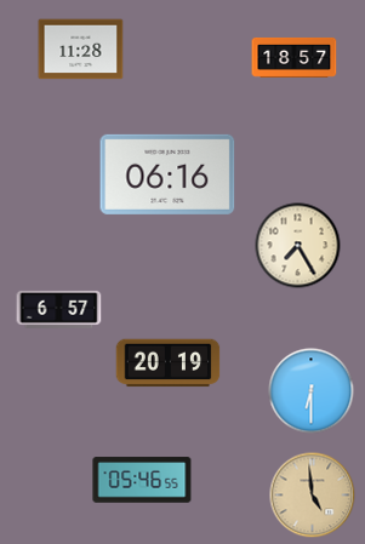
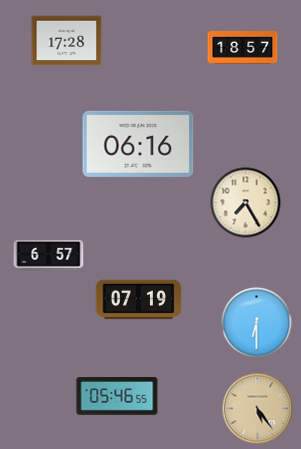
clock at (81, 50): 11:28 -> 17:28
clock at (169, 363): 20:19 -> 07:19
clock at (313, 496): 4:59 -> 5:24
